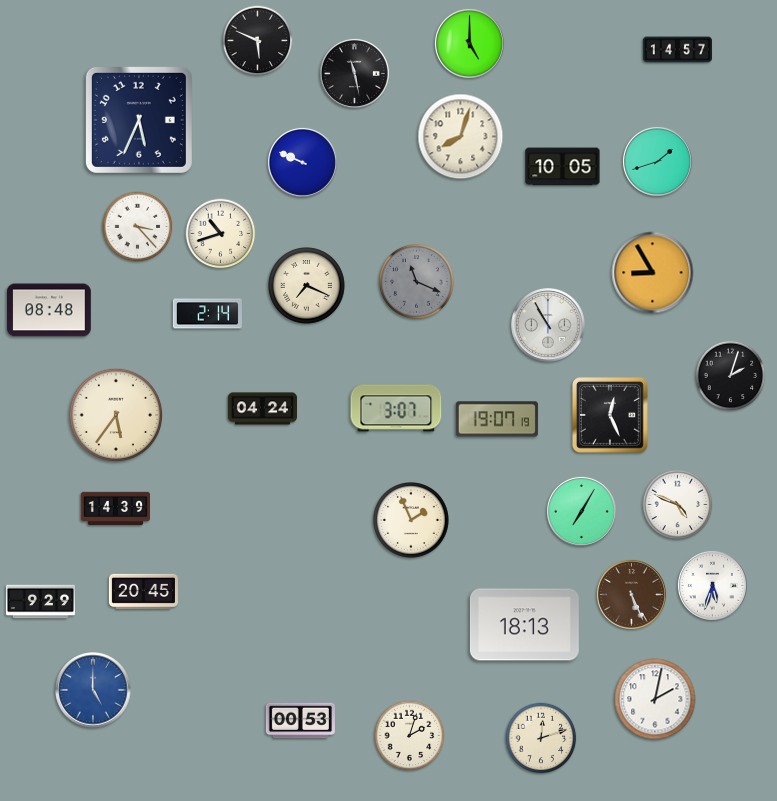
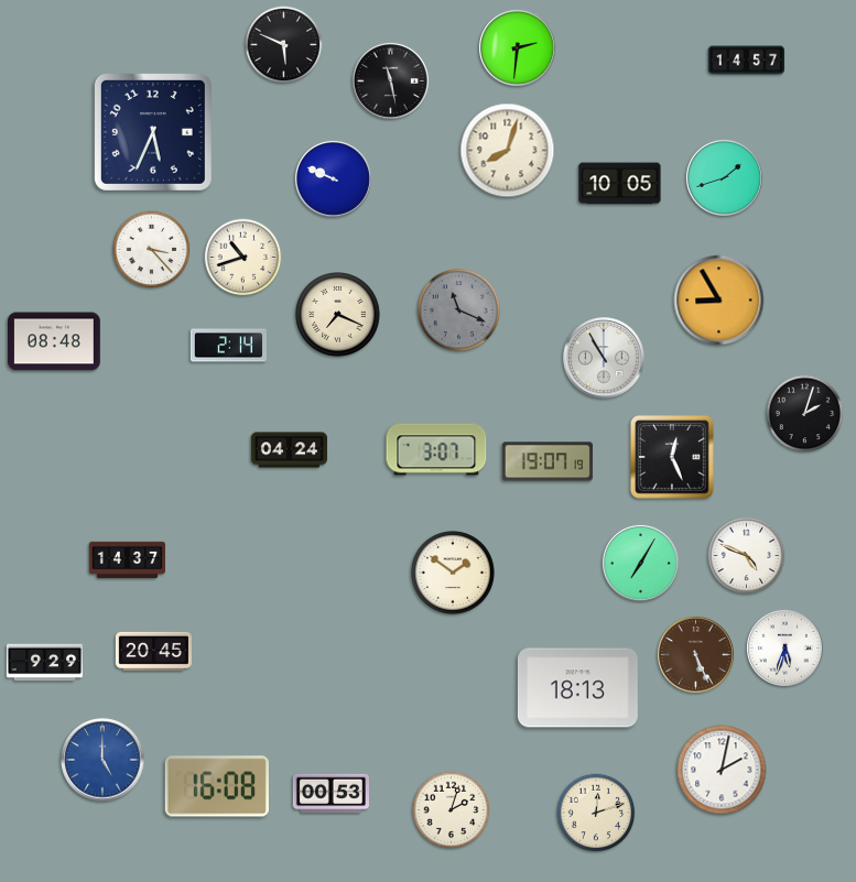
clock at (469, 43): 5:00 -> 2:31
clock at (677, 50) position: (677, 50) -> (746, 61)
clock at (115, 414): 5:36 -> none
clock at (115, 509): 14:39 -> 14:37
clock at (412, 521): 1:56 -> 1:51
clock at (712, 585) position: (712, 585) -> (784, 647)
clock at (143, 591) position: (143, 591) -> (153, 651)
clock at (217, 786): none -> 16:08
